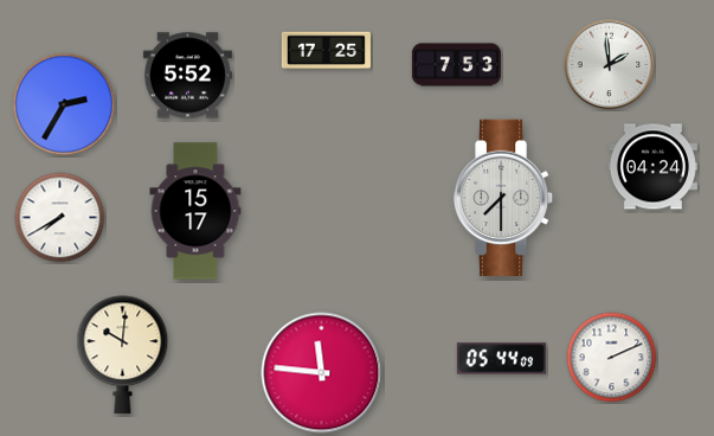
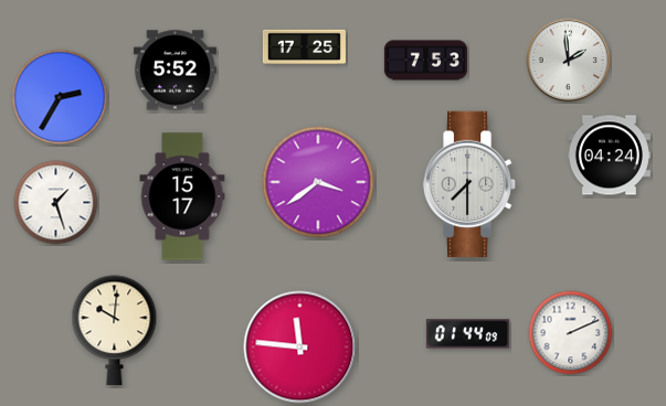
clock at (318, 182): none -> 3:39
clock at (60, 218): 7:40 -> 1:27
clock at (501, 359): 05:44 -> 01:44
